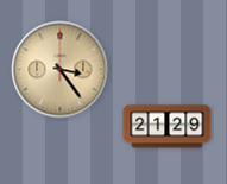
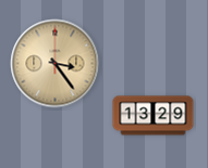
clock at (168, 127): 21:29 -> 13:29
